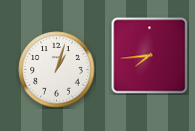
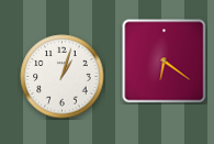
clock at (150, 56): 7:44 -> 6:21
